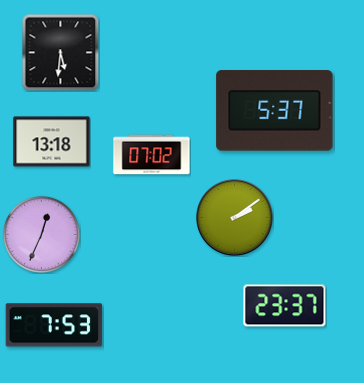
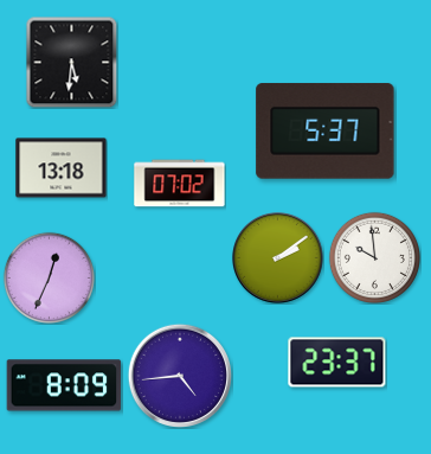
clock at (374, 257): none -> 9:59
clock at (179, 375): none -> 4:44
clock at (54, 325): 7:53 -> 8:09
